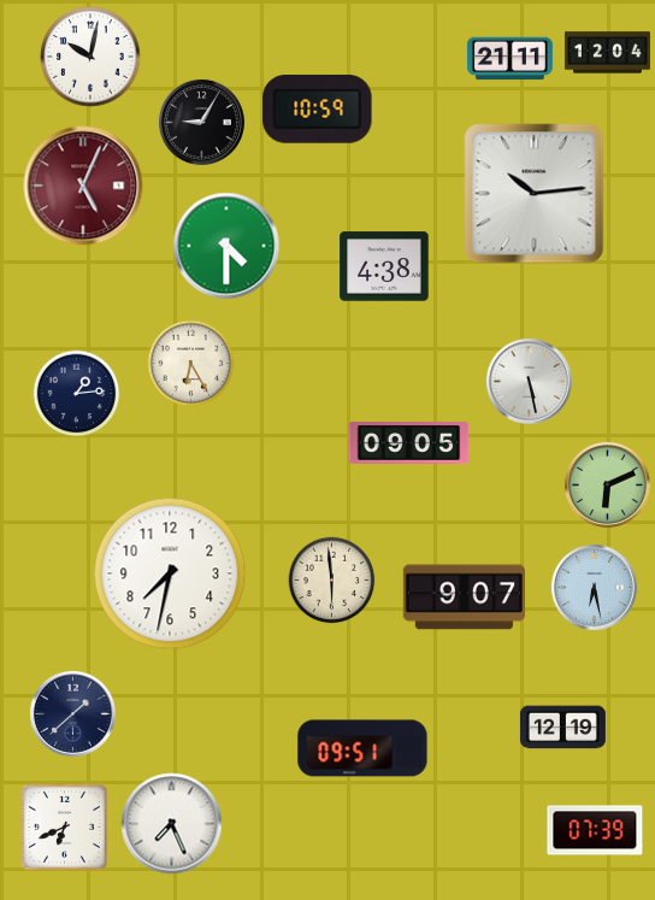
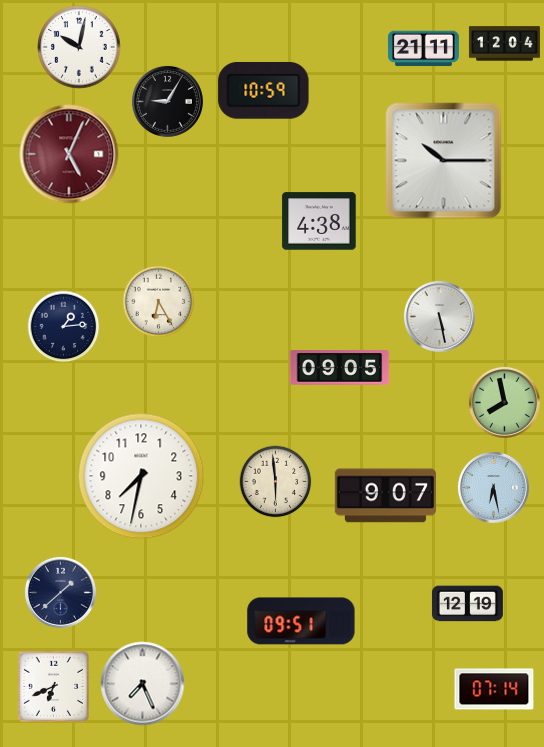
clock at (90, 57) position: (90, 57) -> (79, 47)
clock at (535, 194): 10:14 -> 10:15
clock at (226, 246): 4:30 -> none
clock at (607, 484): 6:11 -> 7:58
clock at (595, 830): 07:39 -> 07:14
